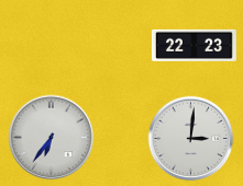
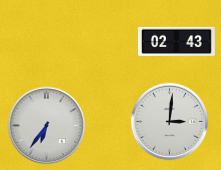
clock at (194, 45): 22:23 -> 02:43
clock at (190, 138) position: (190, 138) -> (169, 121)
